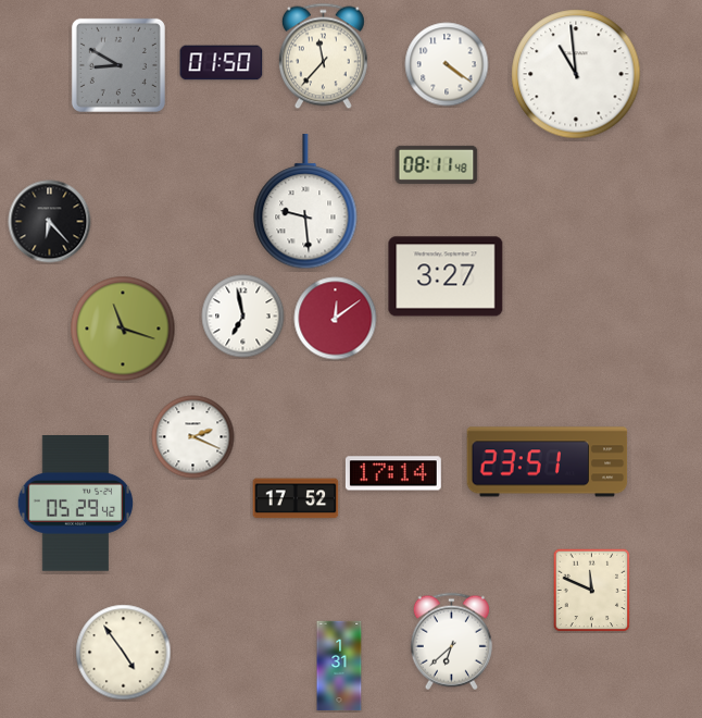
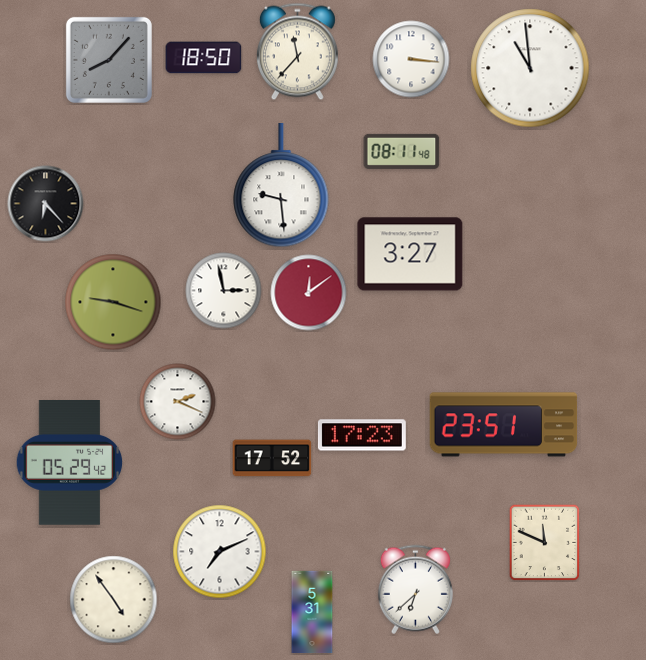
clock at (222, 63): 01:50 -> 18:50
clock at (447, 64): 4:21 -> 3:16
clock at (118, 65): 8:50 -> 8:07
clock at (243, 317): 6:58 -> 2:58
clock at (123, 329): 11:18 -> 9:18
clock at (393, 473): 17:14 -> 17:23
clock at (220, 552): none -> 7:11
clock at (339, 666): 1:31 -> 5:31
